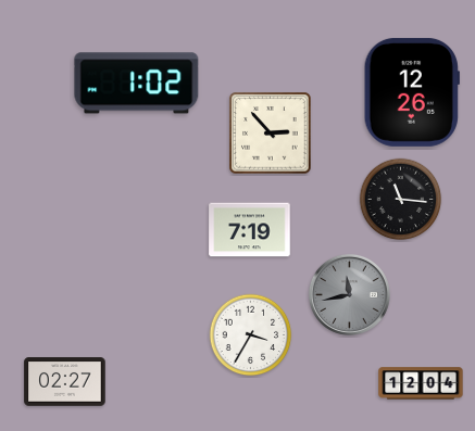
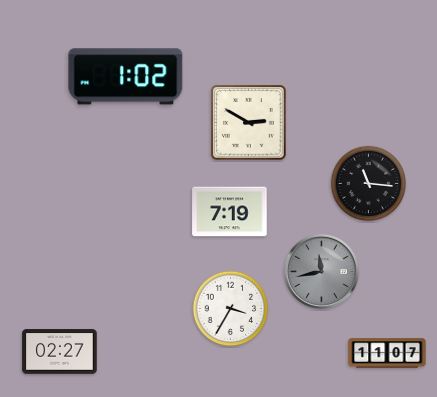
clock at (412, 92): 12:26 -> none
clock at (271, 134): 2:53 -> 2:50
clock at (421, 383): 12:04 -> 11:07
